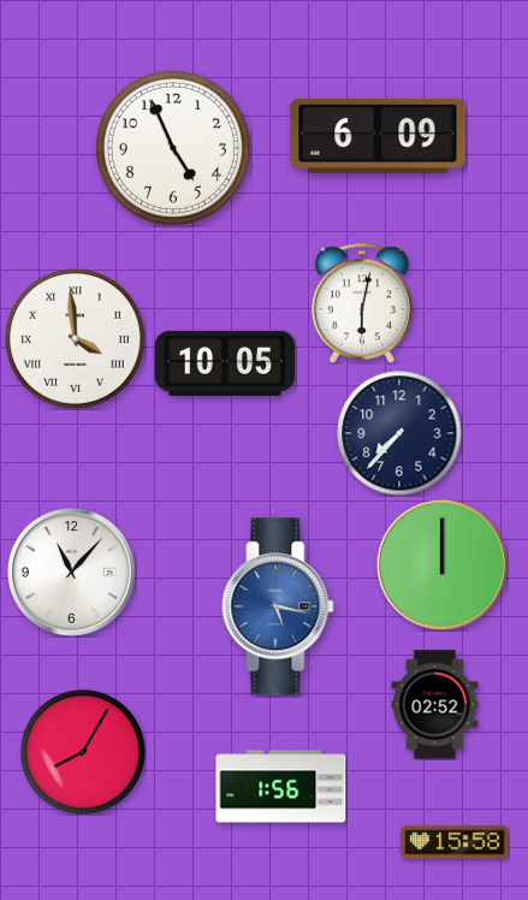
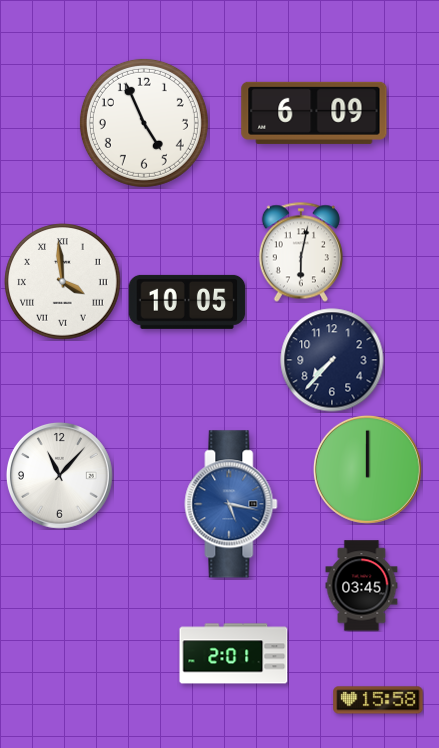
clock at (435, 705): 02:52 -> 03:45
clock at (83, 752): 8:05 -> none
clock at (281, 787): 1:56 -> 2:01
